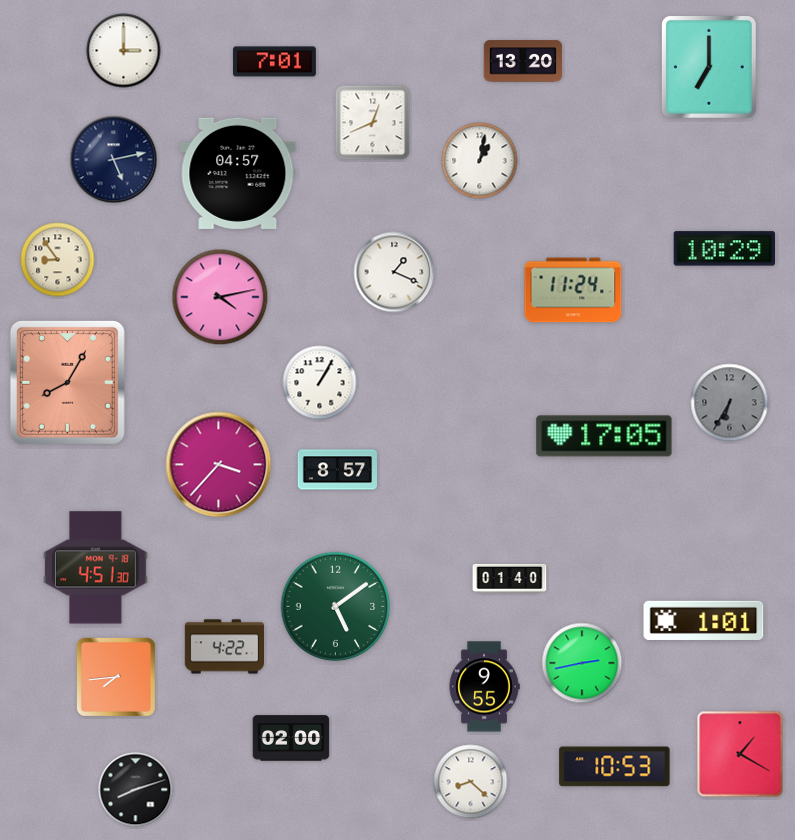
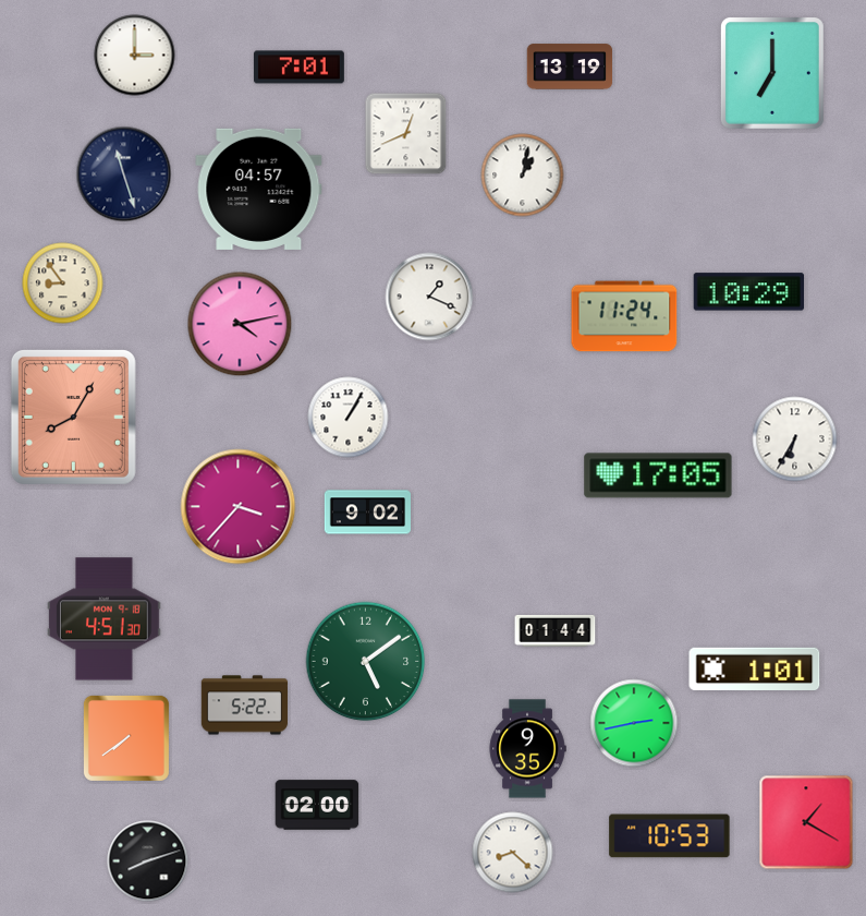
clock at (523, 61): 13:20 -> 13:19
clock at (114, 160): 5:13 -> 11:27
clock at (724, 249) position: (724, 249) -> (748, 292)
clock at (730, 403) dial: grey -> white
clock at (338, 470): 8:57 -> 9:02
clock at (510, 578): 01:40 -> 01:44
clock at (704, 620) position: (704, 620) -> (755, 668)
clock at (224, 647): 4:22 -> 5:22
clock at (116, 677): 7:44 -> 7:39
clock at (484, 687): 9:55 -> 9:35
